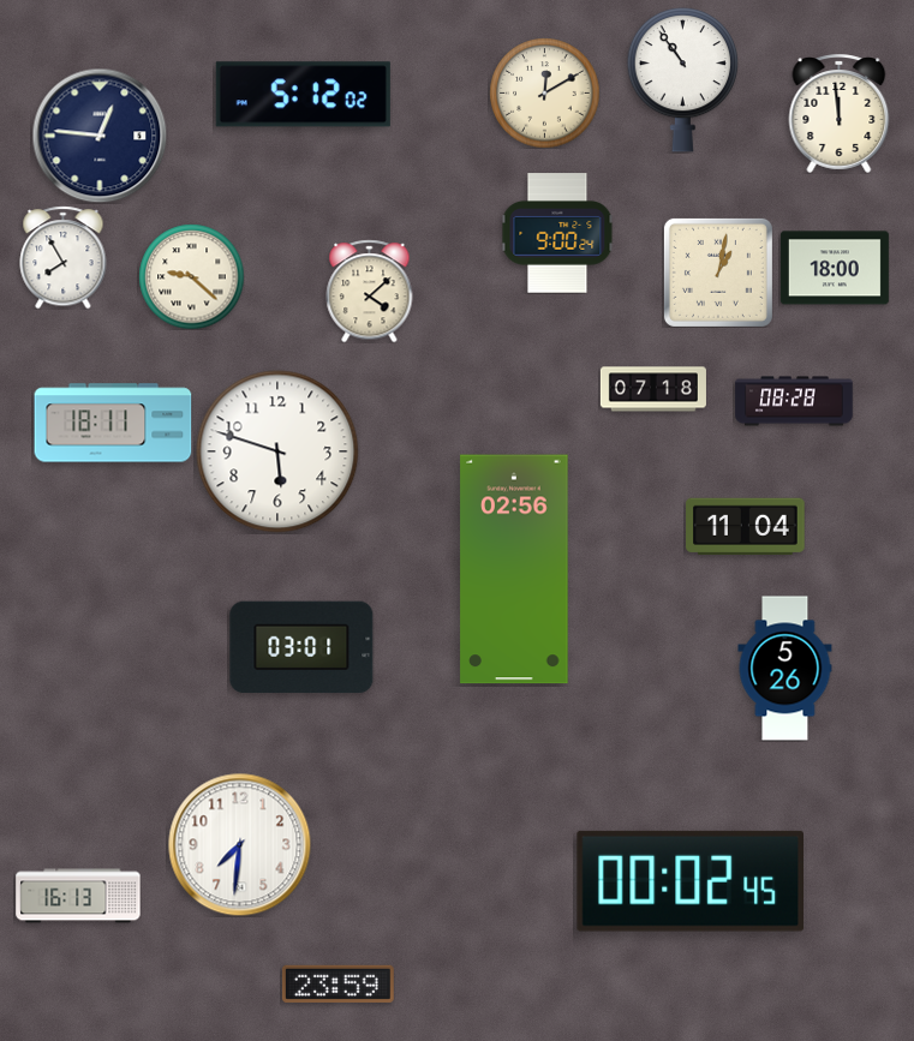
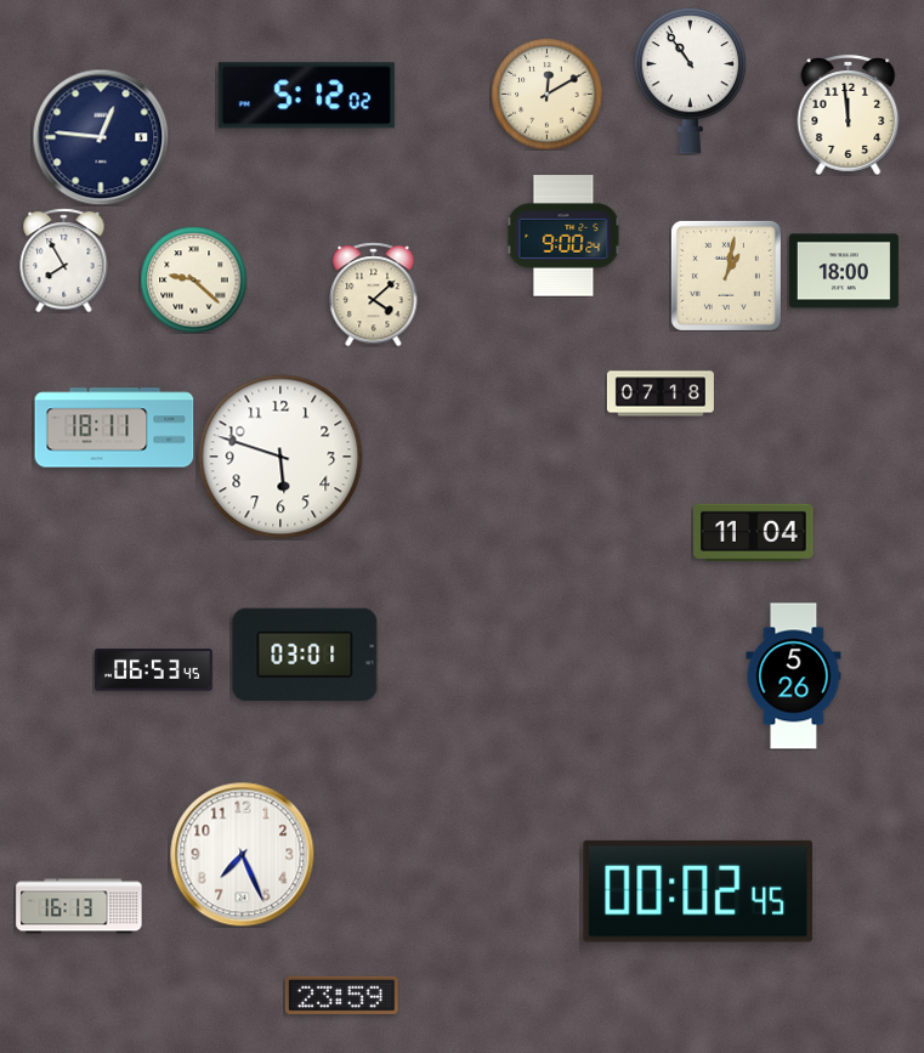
clock at (544, 92) position: (544, 92) -> (546, 94)
clock at (794, 401): 08:28 -> none
clock at (514, 569): 02:56 -> none
clock at (154, 670): none -> 06:53
clock at (240, 845): 7:31 -> 7:26
